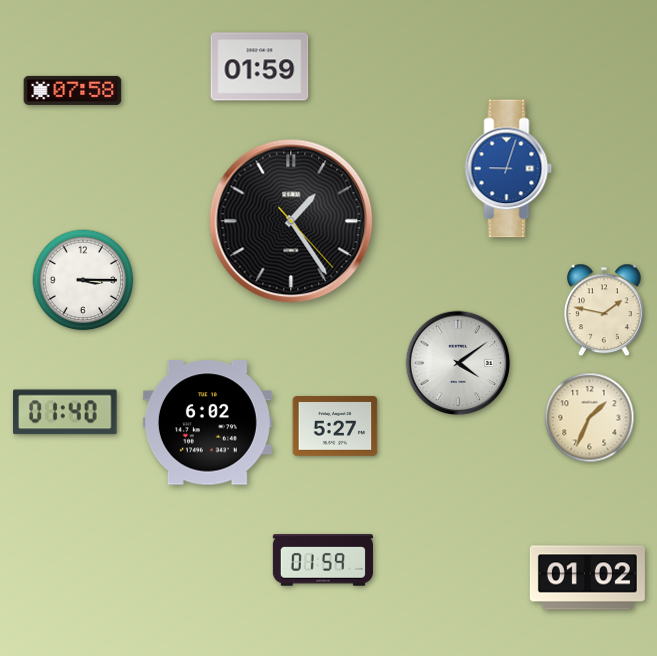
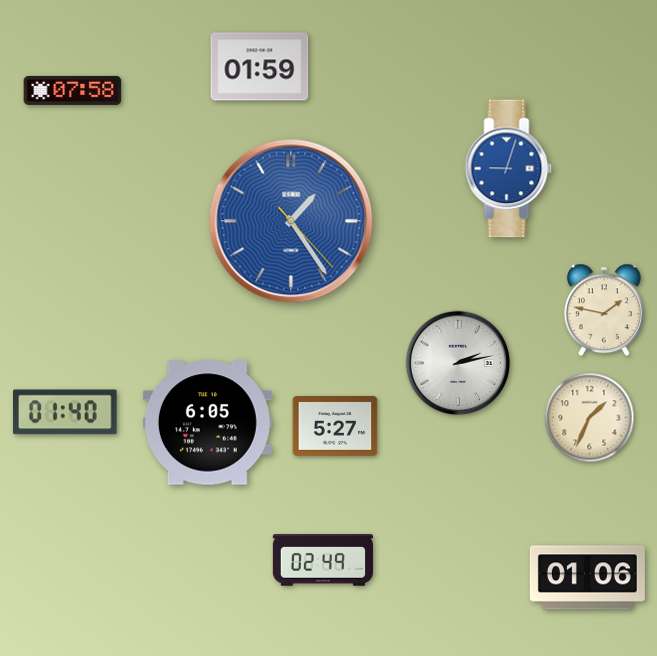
clock at (291, 221) dial: black -> blue
clock at (83, 280): 3:15 -> none
clock at (458, 363): 4:09 -> 2:13
clock at (207, 423): 6:02 -> 6:05
clock at (323, 560): 01:59 -> 02:49
clock at (587, 578): 01:02 -> 01:06
